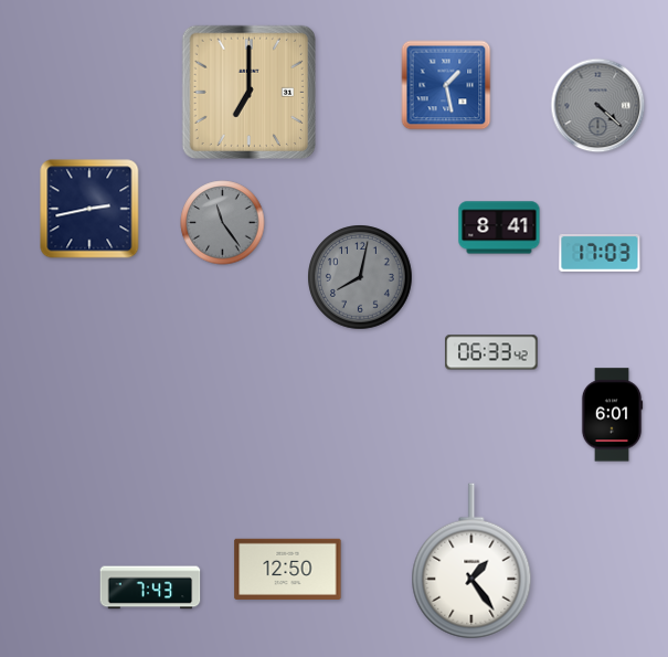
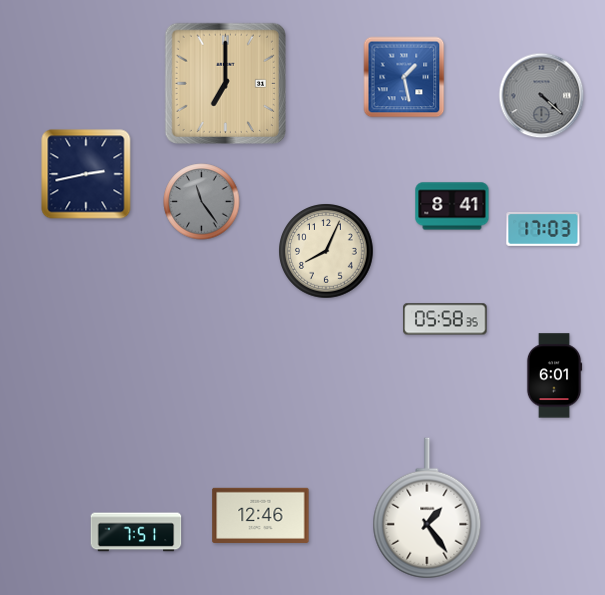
clock at (89, 209) position: (89, 209) -> (86, 174)
clock at (360, 277): 8:02 -> 8:04
clock at (360, 277) dial: grey -> cream
clock at (491, 352): 06:33 -> 05:58
clock at (288, 569): 12:50 -> 12:46
clock at (150, 587): 7:43 -> 7:51
